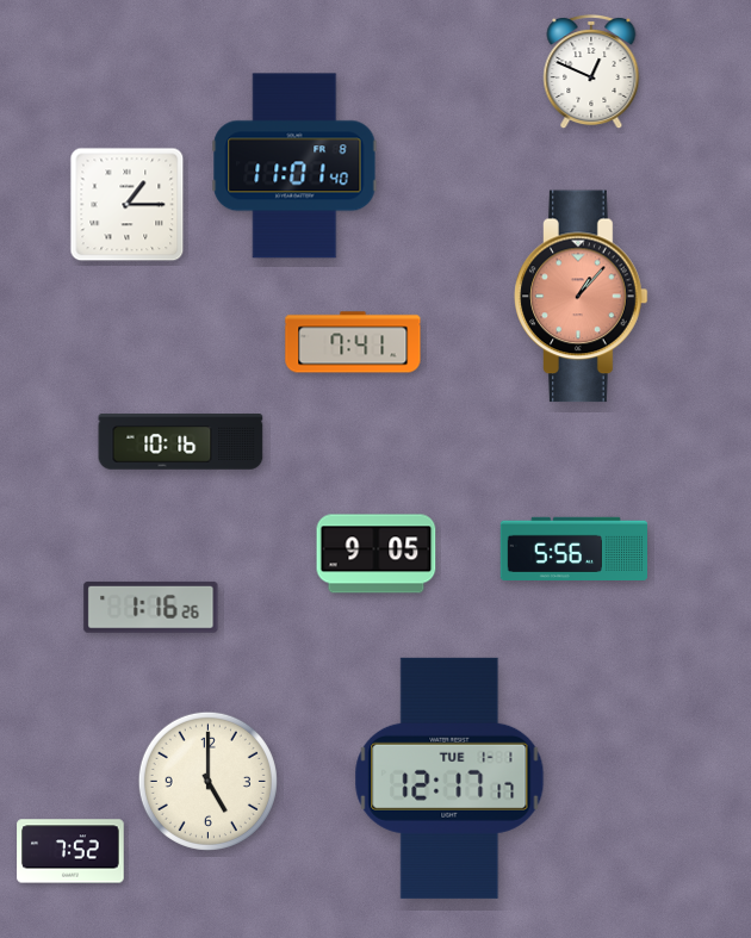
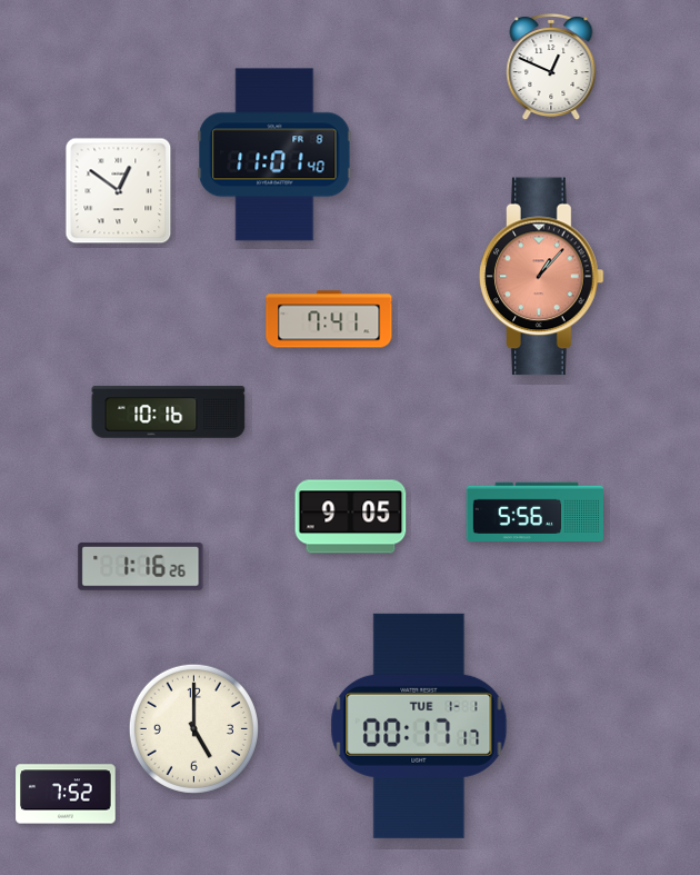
clock at (128, 205): 1:15 -> 12:51
clock at (449, 778): 12:17 -> 00:17
